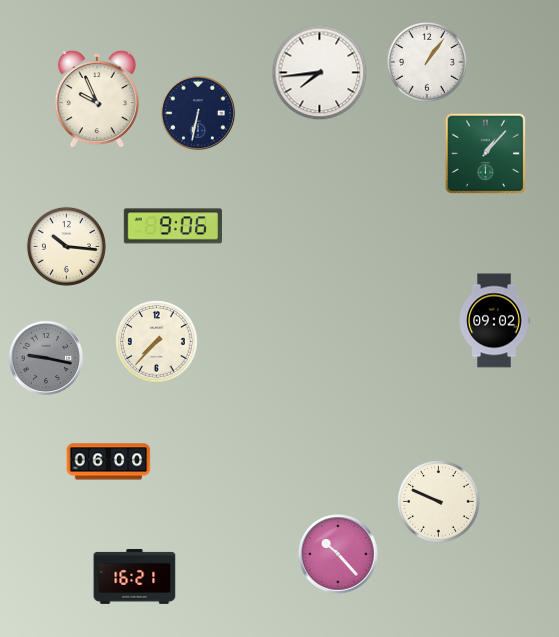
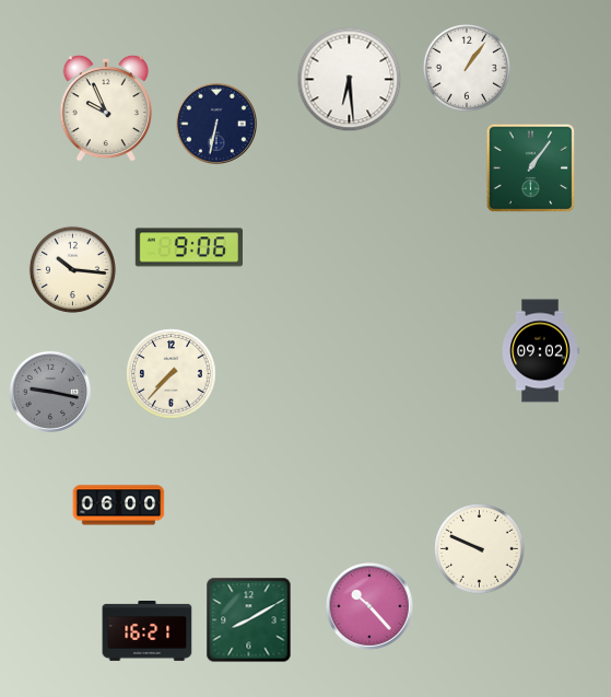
clock at (320, 73): 7:44 -> 6:29
clock at (486, 154): 1:07 -> 1:06
clock at (249, 620): none -> 8:10
